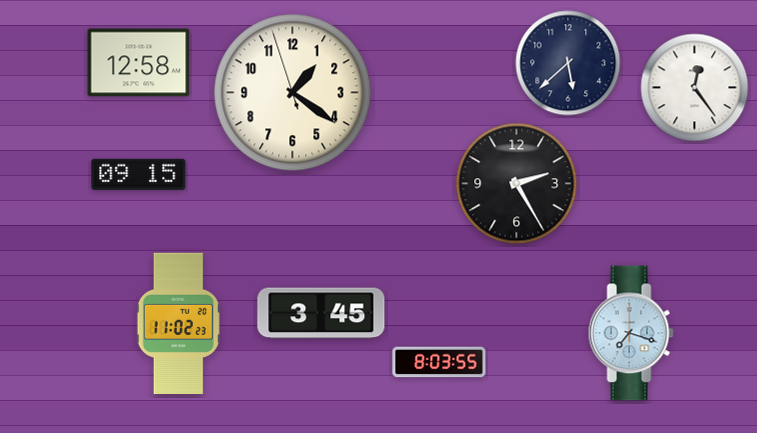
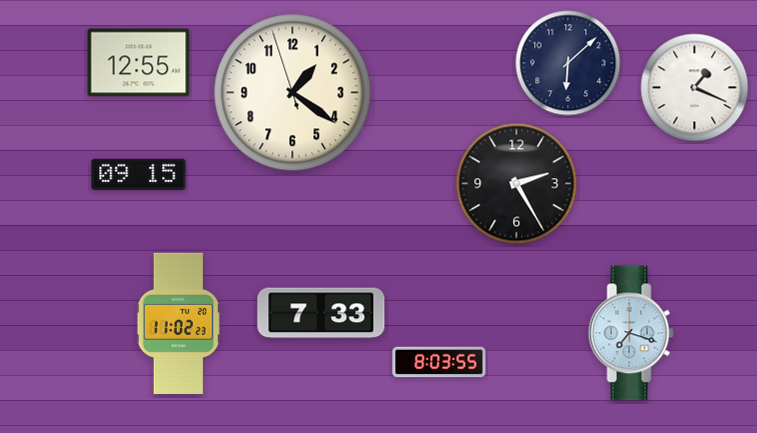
clock at (139, 63): 12:58 -> 12:55
clock at (568, 63): 5:38 -> 6:08
clock at (695, 88): 12:24 -> 1:19
clock at (321, 313): 3:45 -> 7:33
